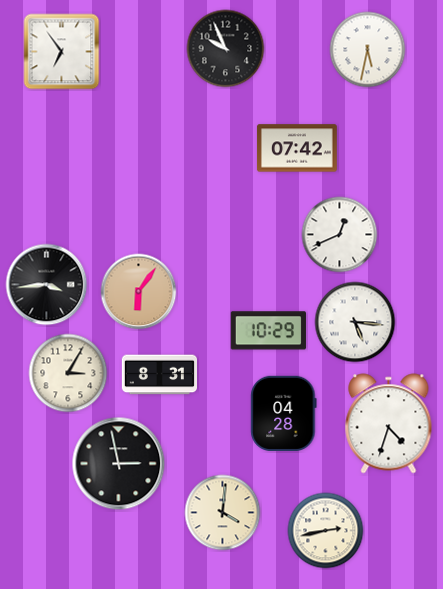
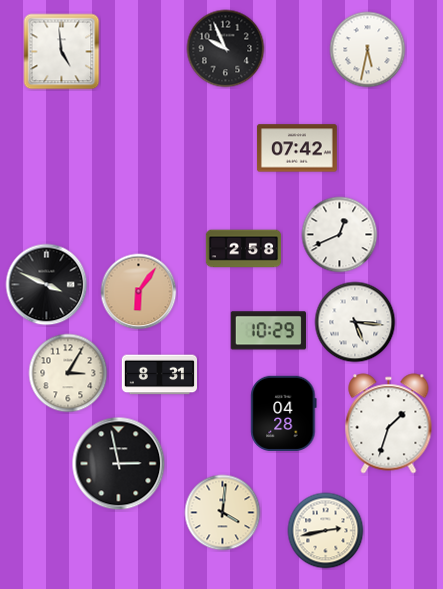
clock at (62, 52): 6:54 -> 4:59
clock at (244, 249): none -> 2:58
clock at (47, 285): 3:44 -> 3:49
clock at (389, 424): 4:33 -> 1:33
